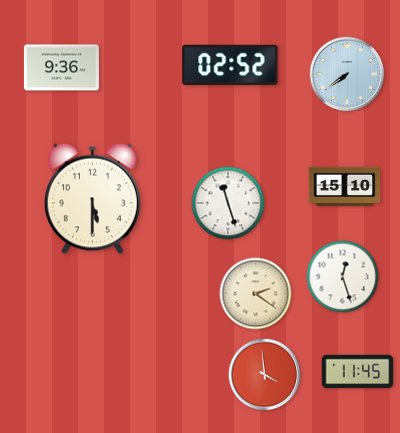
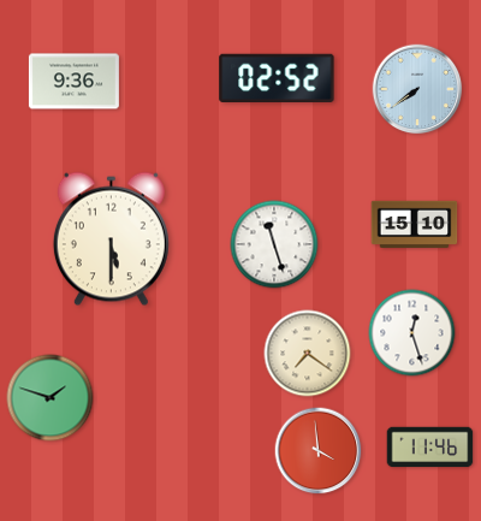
clock at (256, 294): 2:21 -> 7:21
clock at (51, 398): none -> 1:48
clock at (358, 372): 11:45 -> 11:46
